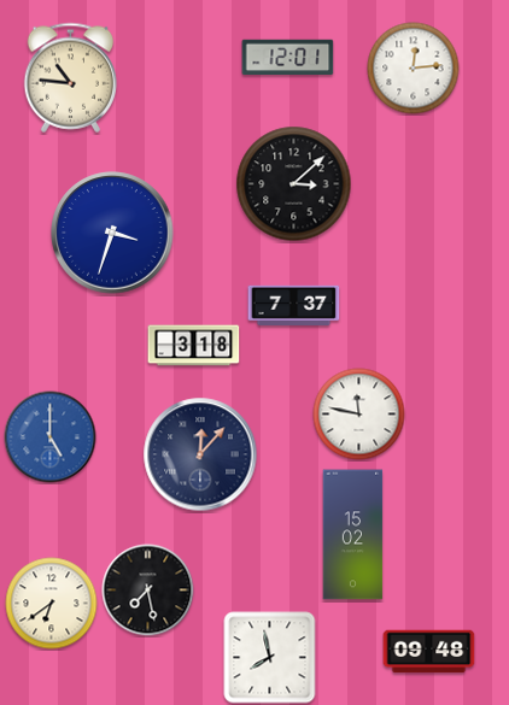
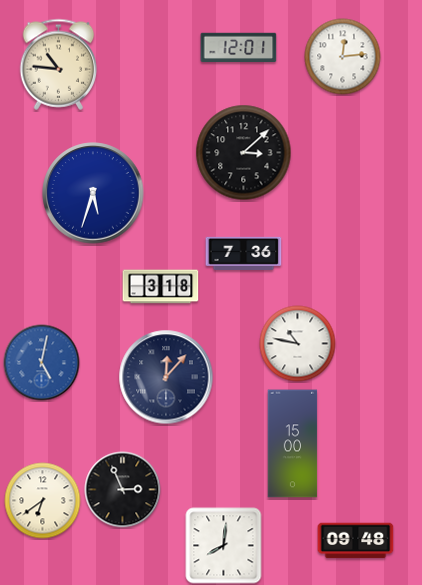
clock at (112, 233): 3:33 -> 5:33
clock at (294, 305): 7:37 -> 7:36
clock at (359, 415): 11:47 -> 10:47
clock at (51, 437): 5:00 -> 5:02
clock at (353, 535): 15:02 -> 15:00
clock at (148, 591): 7:28 -> 2:56
clock at (270, 658): 7:58 -> 8:01
